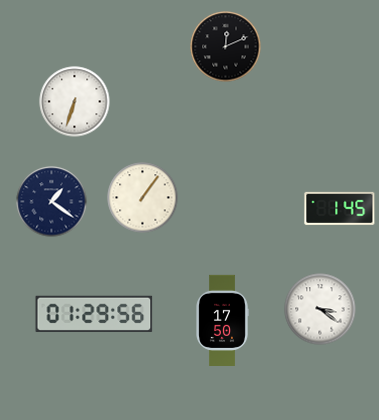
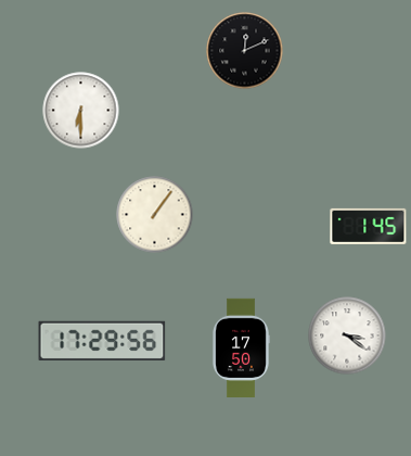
clock at (75, 102): 6:33 -> 6:30
clock at (52, 202): 1:21 -> none
clock at (94, 314): 01:29 -> 17:29
